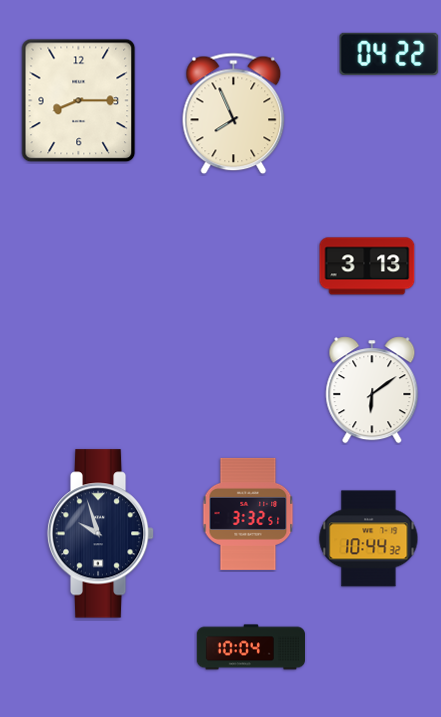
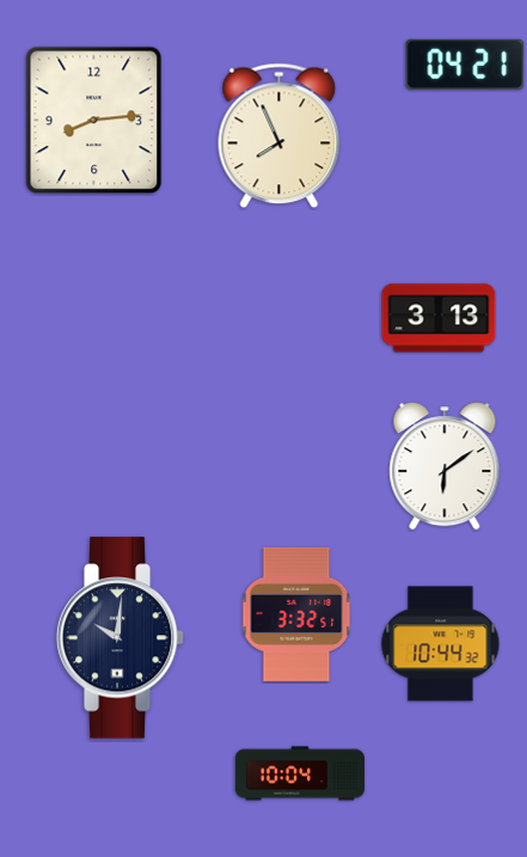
clock at (389, 54): 04:22 -> 04:21
clock at (79, 101): 8:15 -> 8:14
clock at (101, 534): 9:57 -> 10:01
